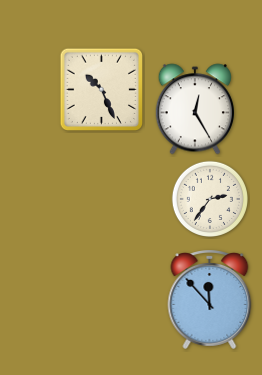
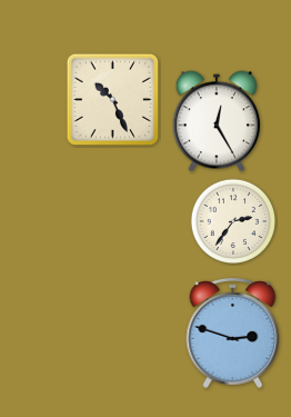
clock at (210, 300): 11:53 -> 2:48
